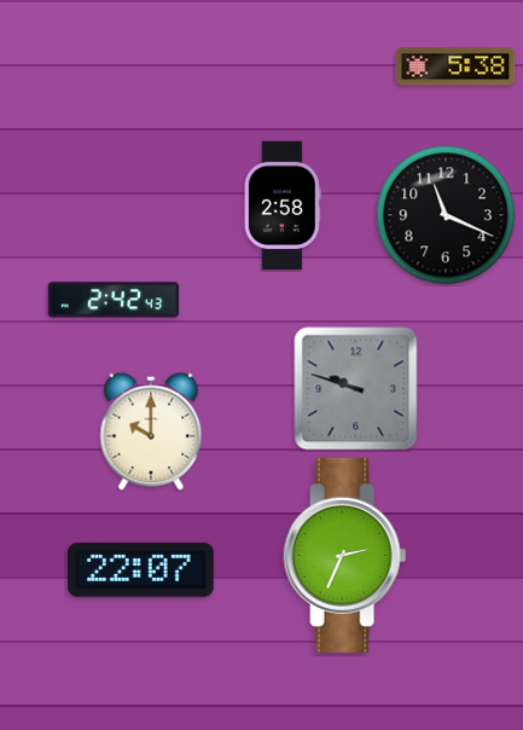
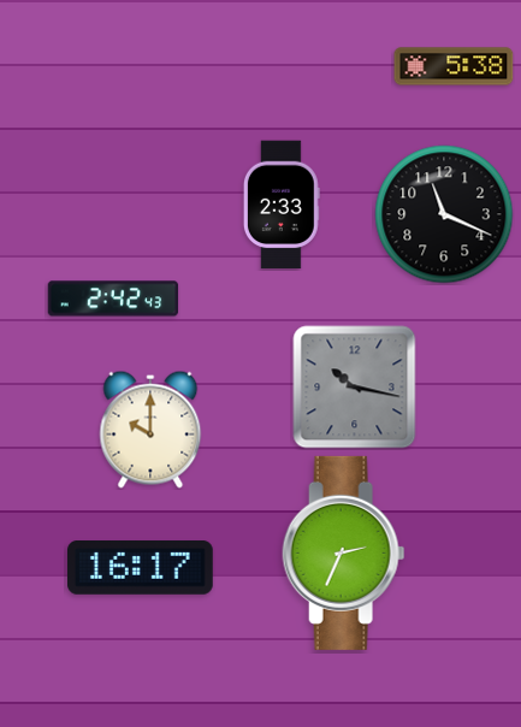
clock at (283, 205): 2:58 -> 2:33
clock at (356, 389): 9:48 -> 10:17
clock at (141, 570): 22:07 -> 16:17
